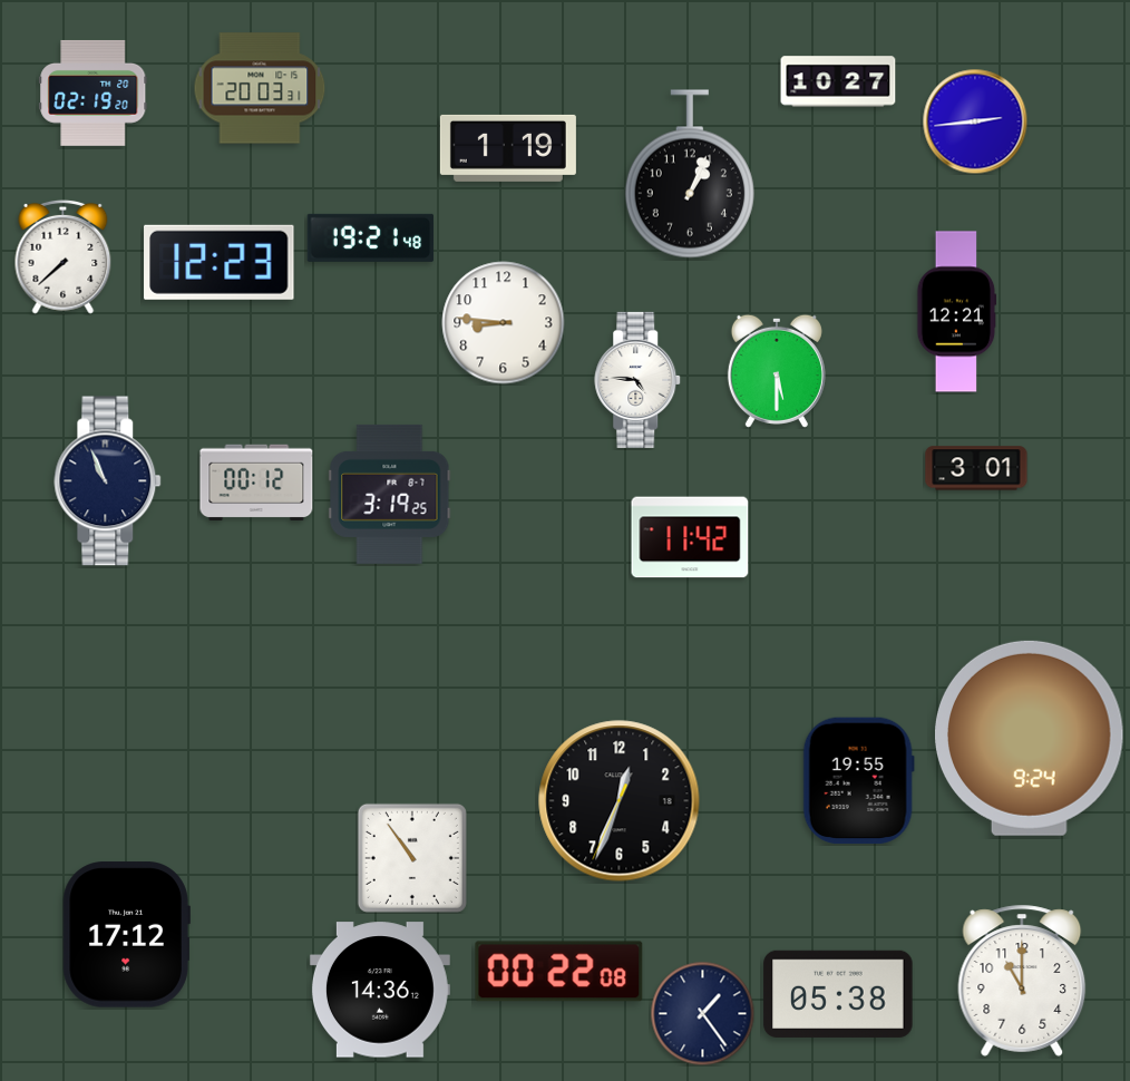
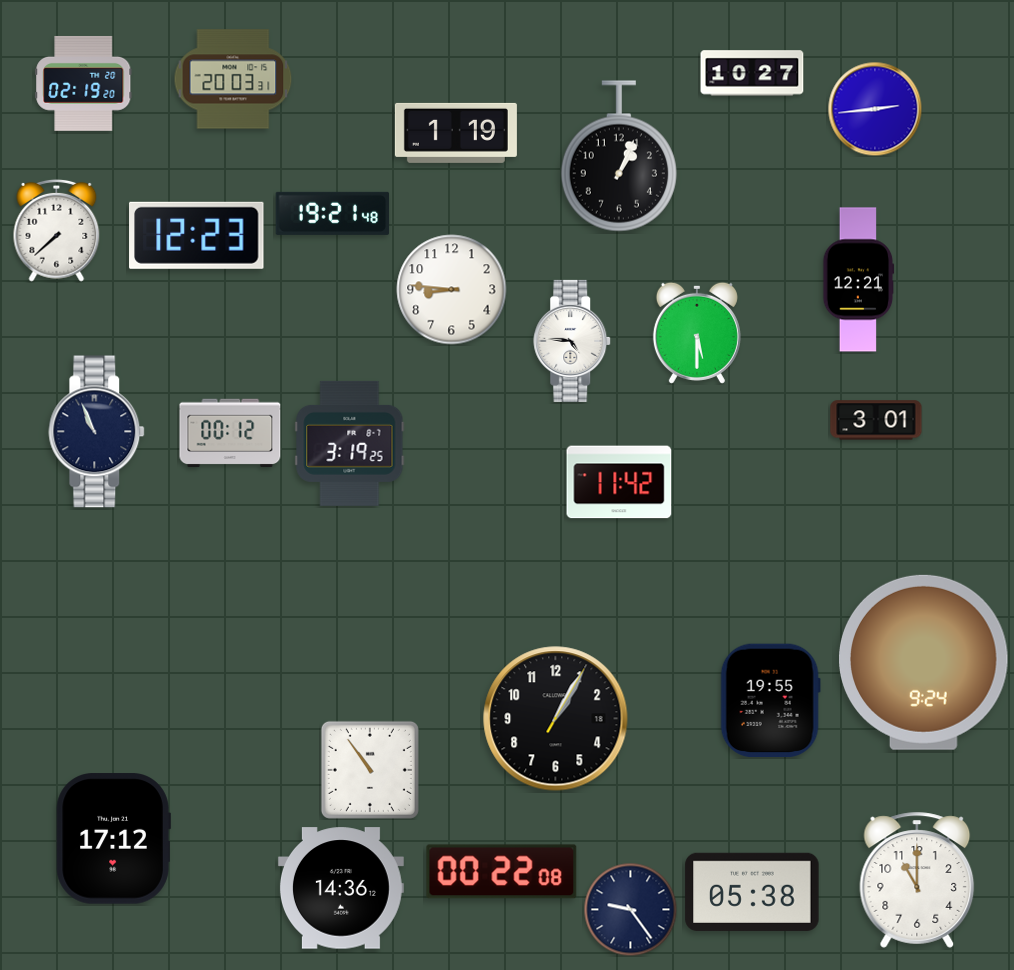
clock at (620, 801): 12:33 -> 1:05
clock at (702, 1013): 1:24 -> 9:24
